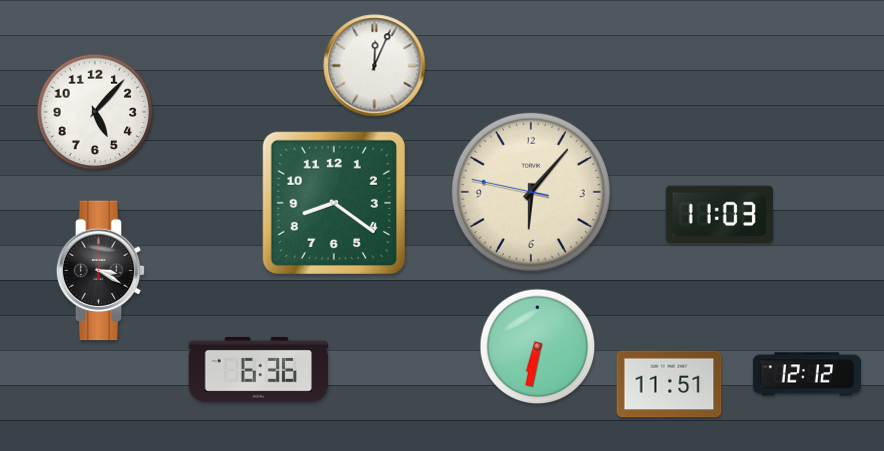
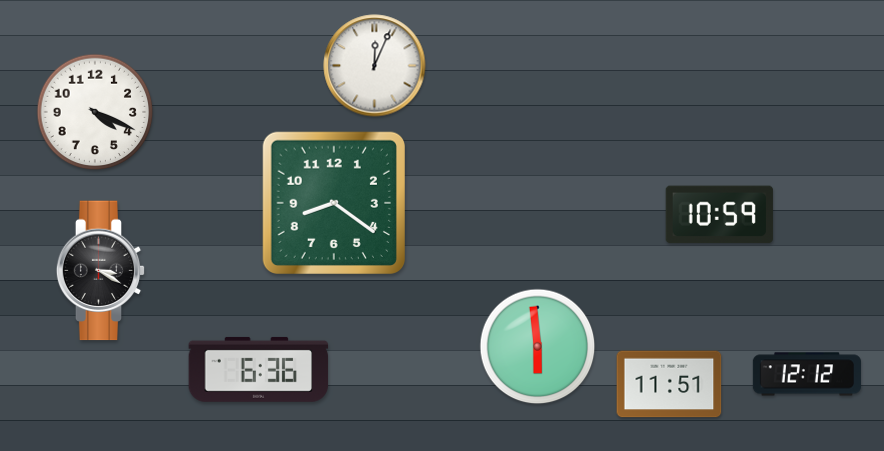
clock at (95, 112): 5:07 -> 4:19
clock at (531, 192): 6:06 -> none
clock at (719, 215): 11:03 -> 10:59
clock at (538, 347): 6:32 -> 5:59
